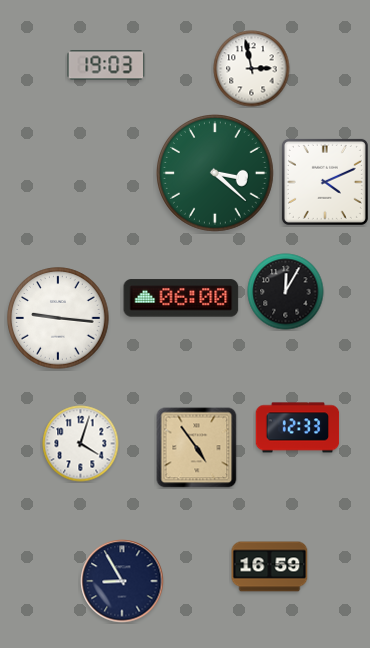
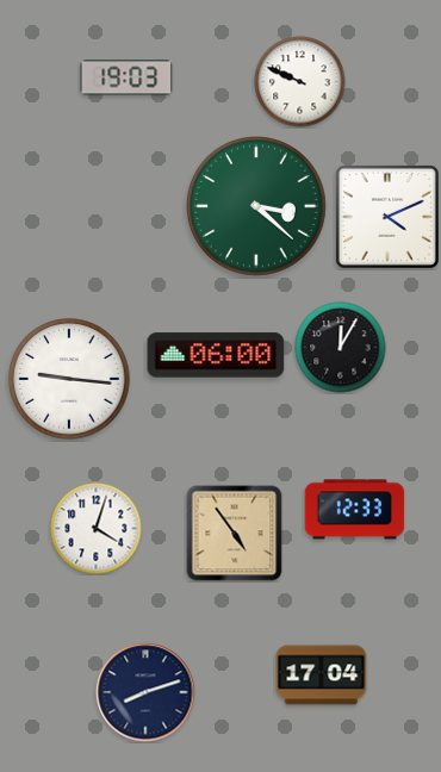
clock at (252, 69): 2:58 -> 9:49
clock at (270, 567): 16:59 -> 17:04
clock at (122, 581): 8:55 -> 8:12
